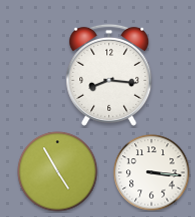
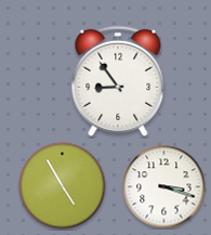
clock at (109, 75): 8:16 -> 8:54
clock at (152, 173): 3:16 -> 3:18
